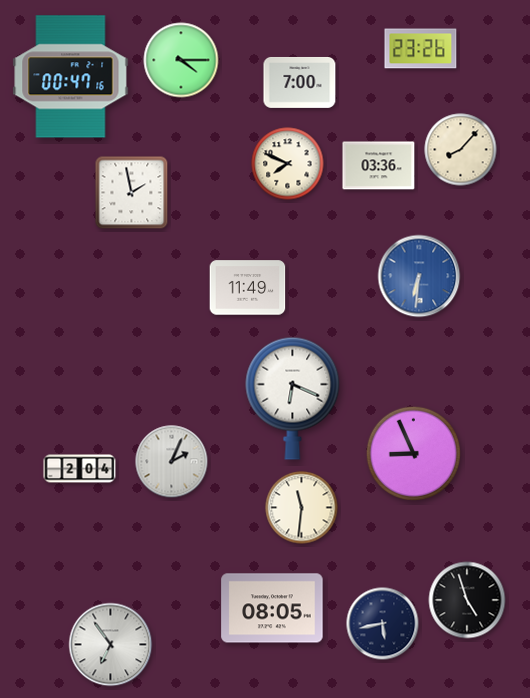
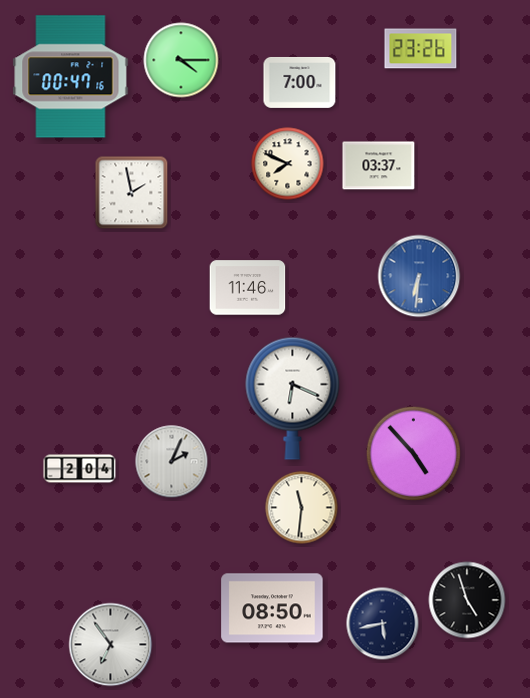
clock at (461, 150): 8:07 -> none
clock at (379, 166): 03:36 -> 03:37
clock at (248, 288): 11:49 -> 11:46
clock at (414, 454): 8:56 -> 4:53
clock at (272, 608): 08:05 -> 08:50
